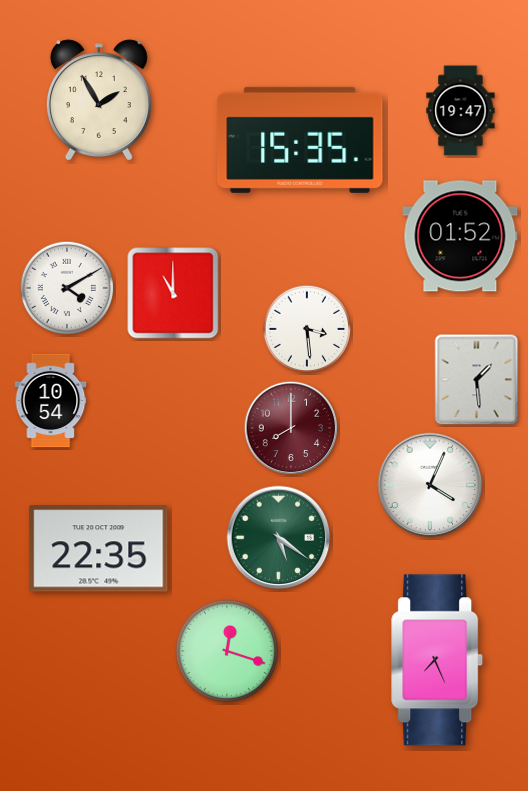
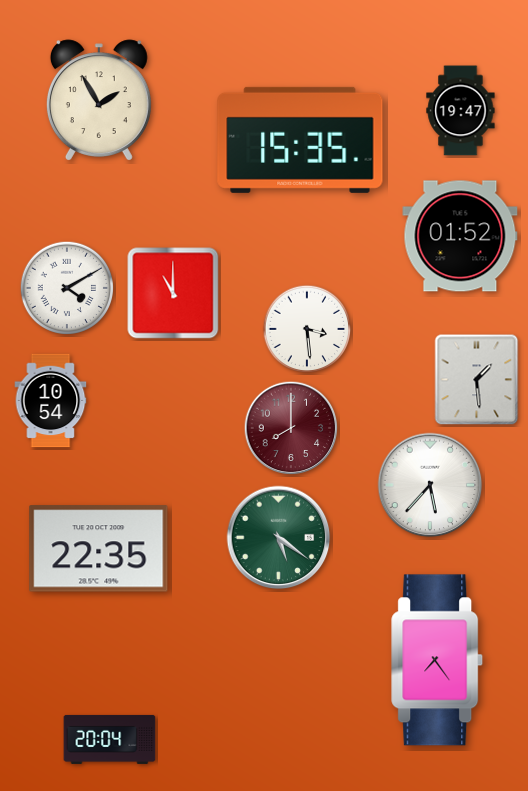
clock at (430, 485): 4:04 -> 5:37
clock at (227, 651): 12:18 -> none
clock at (438, 660): 7:26 -> 7:24
clock at (110, 739): none -> 20:04
